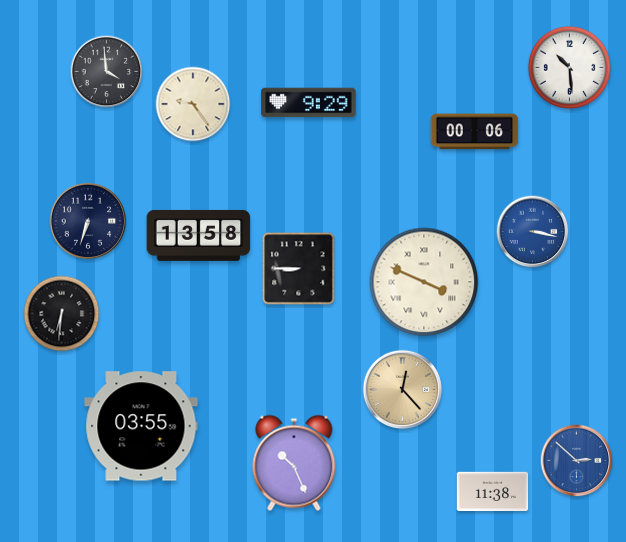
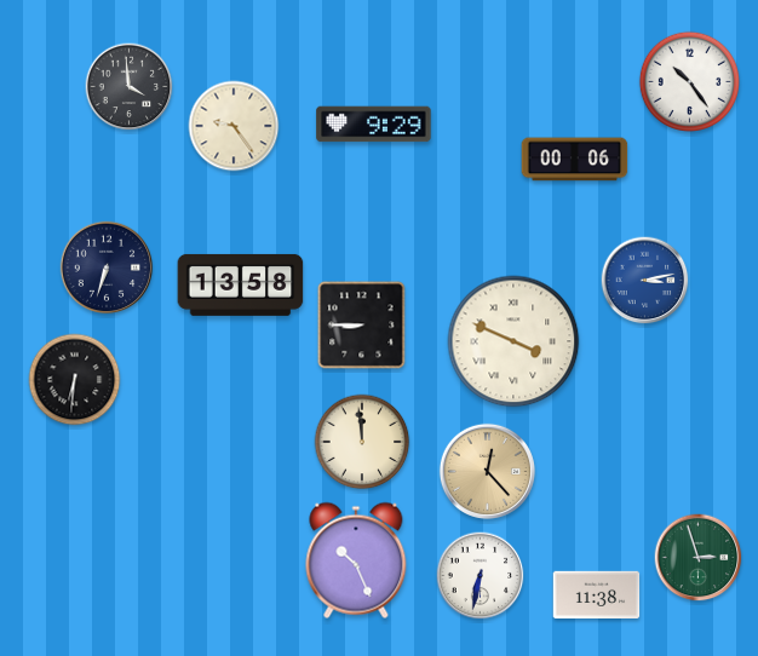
clock at (569, 67): 10:29 -> 10:24
clock at (533, 232): 3:17 -> 3:13
clock at (362, 442): none -> 11:59
clock at (141, 426): 03:55 -> none
clock at (577, 461): 2:52 -> 2:57
clock at (577, 461) dial: blue -> green
clock at (481, 576): none -> 6:32
